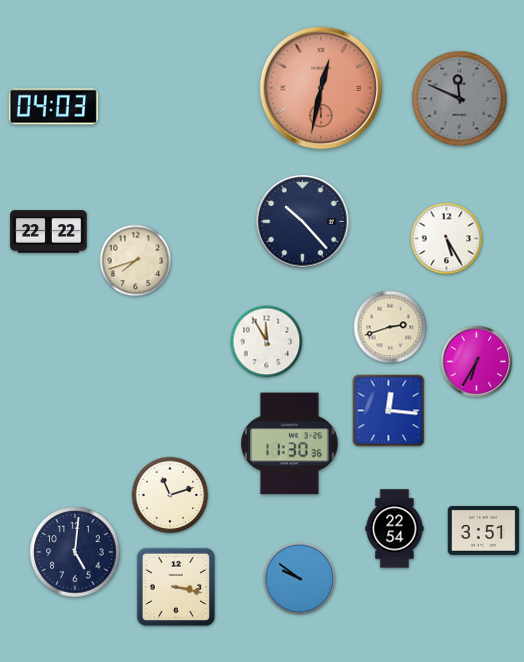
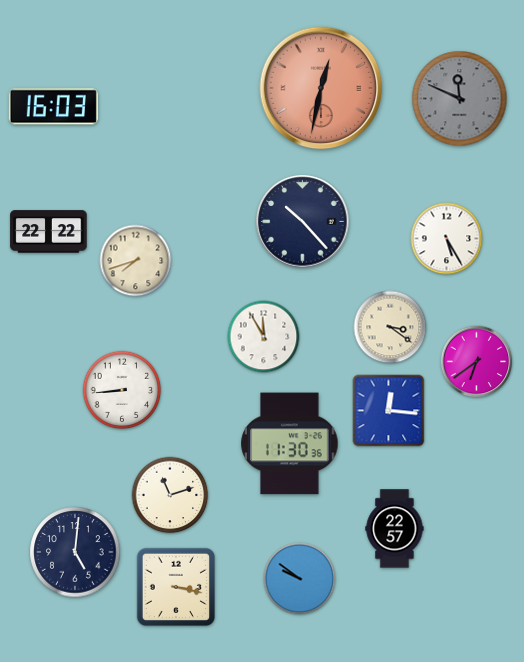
clock at (53, 107): 04:03 -> 16:03
clock at (390, 327): 2:42 -> 3:21
clock at (267, 342) position: (267, 342) -> (264, 337)
clock at (477, 362): 6:35 -> 6:39
clock at (122, 390): none -> 8:44
clock at (395, 529): 22:54 -> 22:57
clock at (484, 530): 3:51 -> none
